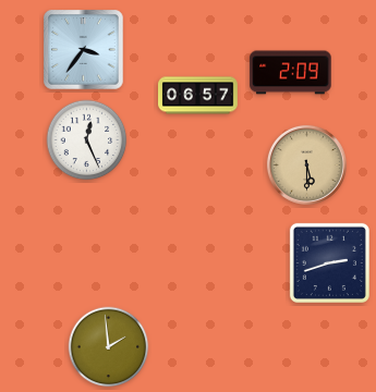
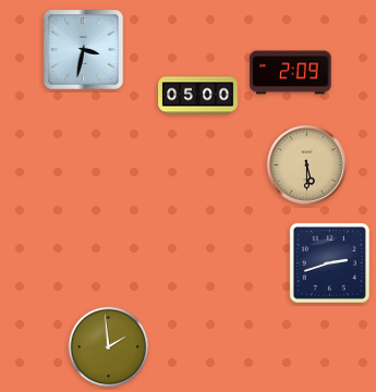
clock at (84, 50): 3:36 -> 3:32
clock at (198, 96): 06:57 -> 05:00
clock at (87, 140): 12:26 -> none
